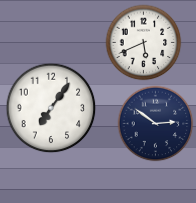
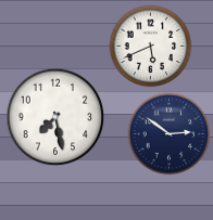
clock at (144, 43) position: (144, 43) -> (151, 47)
clock at (51, 108): 7:06 -> 7:28
